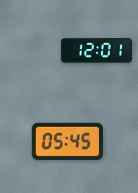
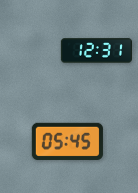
clock at (96, 51): 12:01 -> 12:31
